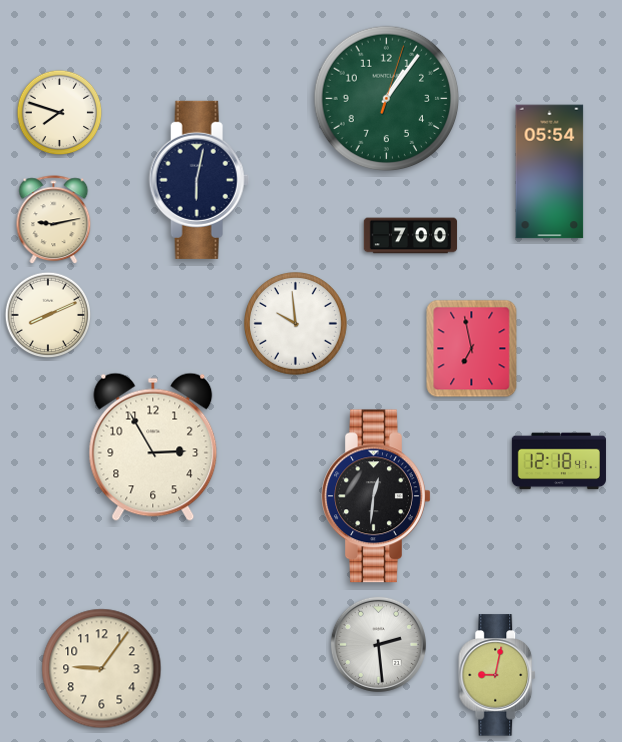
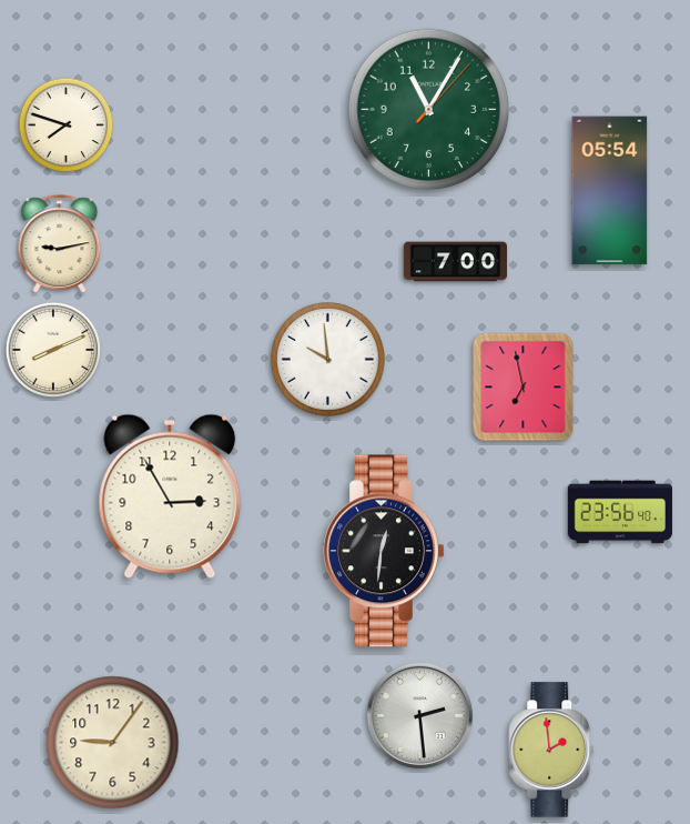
clock at (387, 99): 1:06 -> 11:05
clock at (199, 180): 6:02 -> none
clock at (559, 461): 12:18 -> 23:56
clock at (376, 496) position: (376, 496) -> (384, 551)
clock at (498, 675): 9:02 -> 1:59
